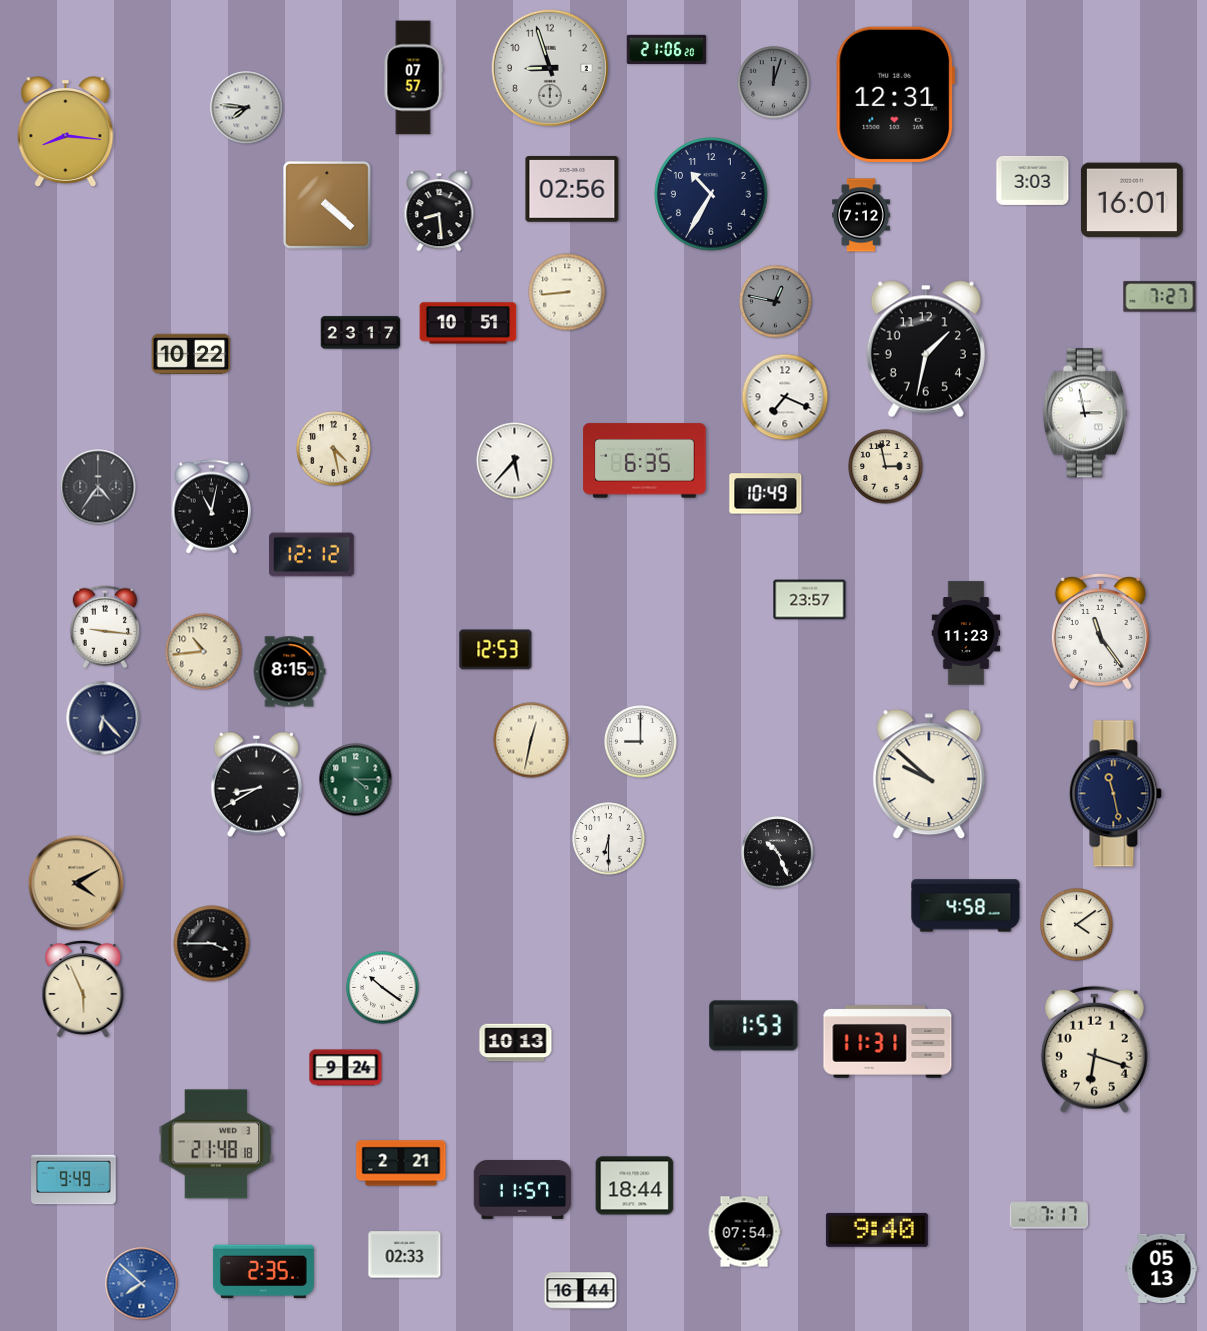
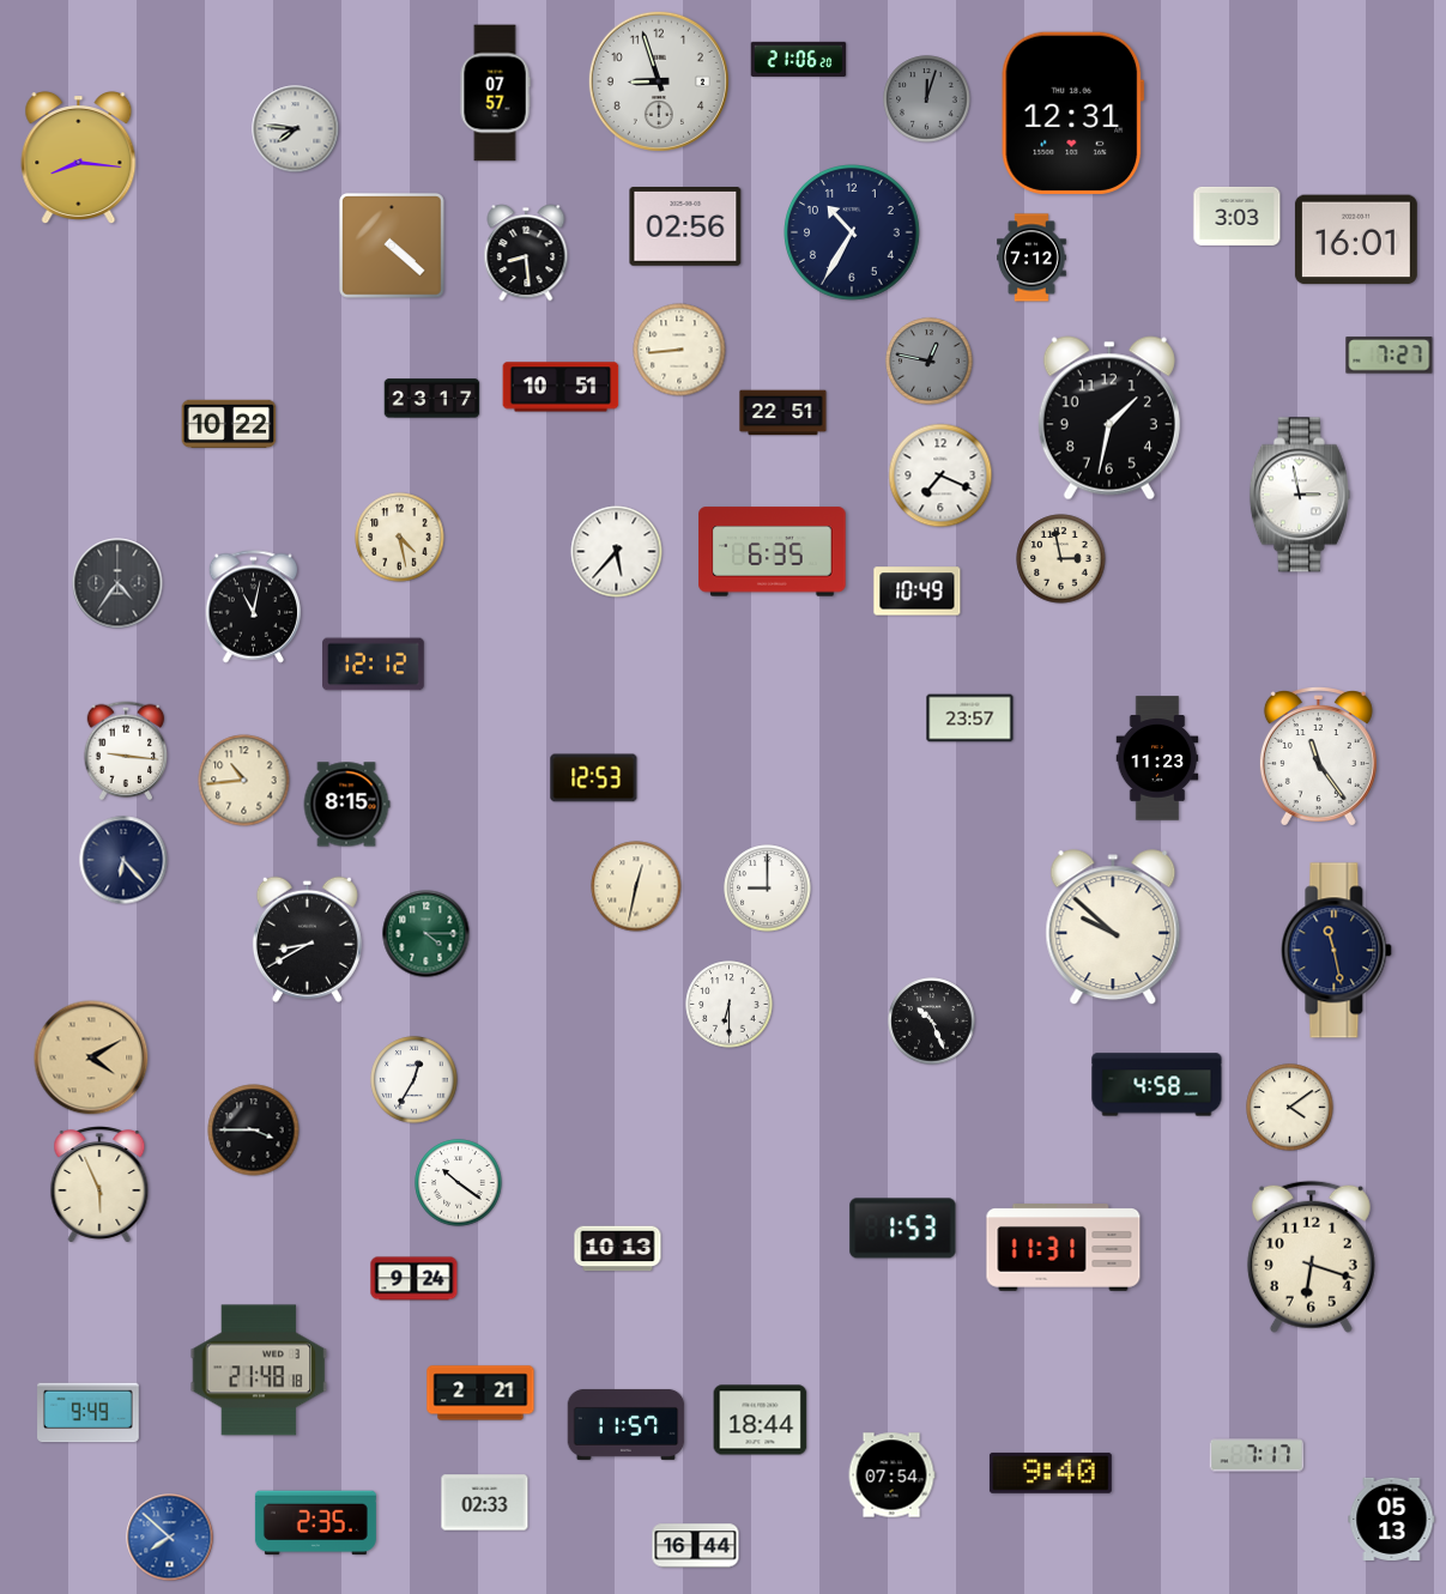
clock at (783, 413): none -> 22:51
clock at (415, 1080): none -> 12:35
